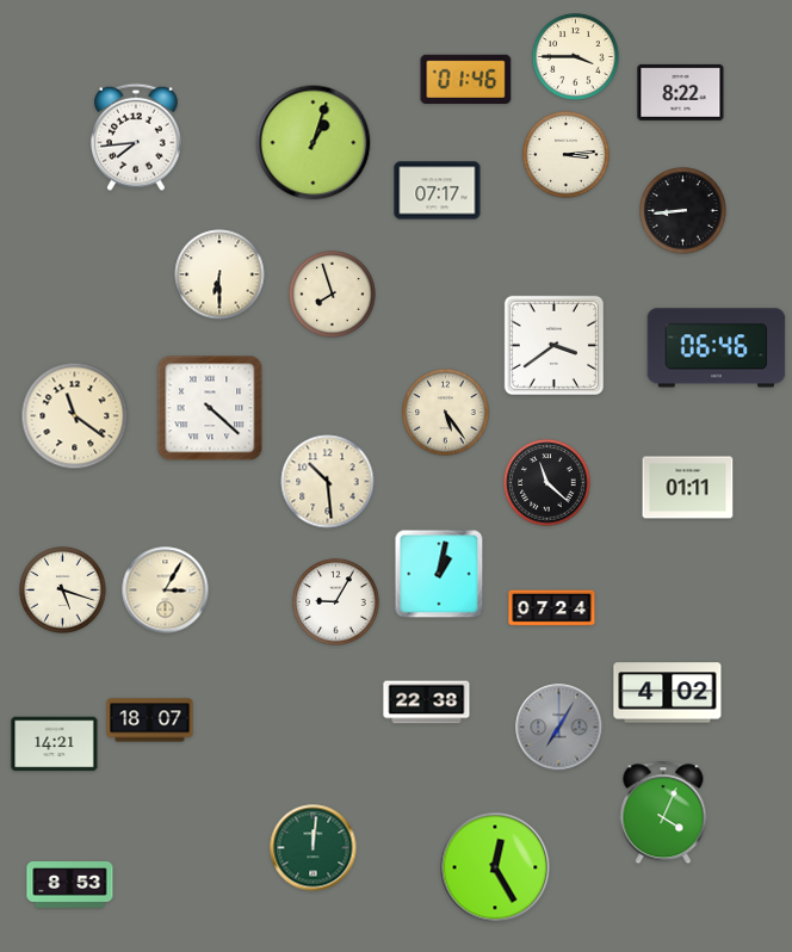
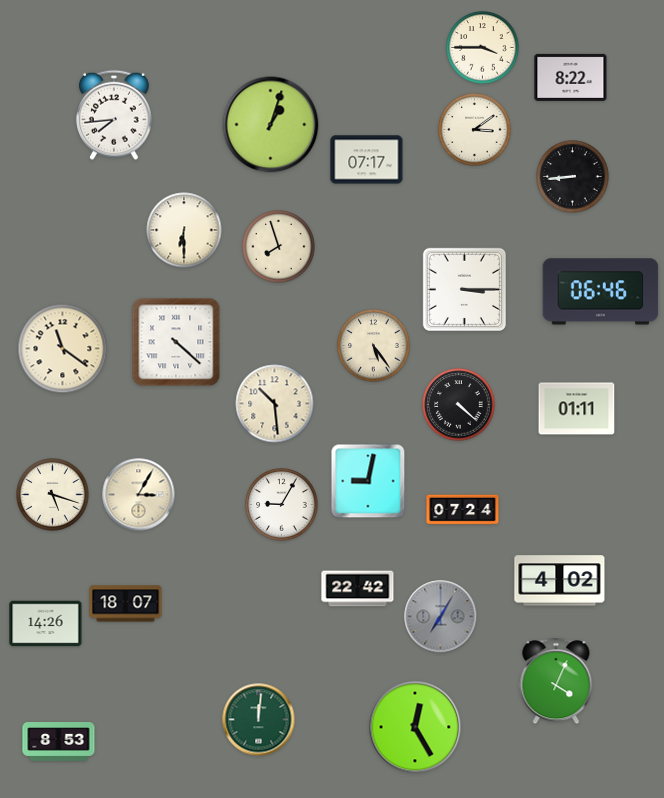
clock at (466, 79): 01:46 -> none
clock at (314, 143) position: (314, 143) -> (271, 125)
clock at (567, 155): 3:14 -> 3:09
clock at (553, 345): 3:39 -> 3:15
clock at (547, 483): 11:22 -> 4:22
clock at (439, 574): 1:02 -> 9:02
clock at (427, 703): 22:38 -> 22:42
clock at (559, 728) position: (559, 728) -> (441, 617)
clock at (55, 744): 14:21 -> 14:26
clock at (314, 848) position: (314, 848) -> (259, 720)
